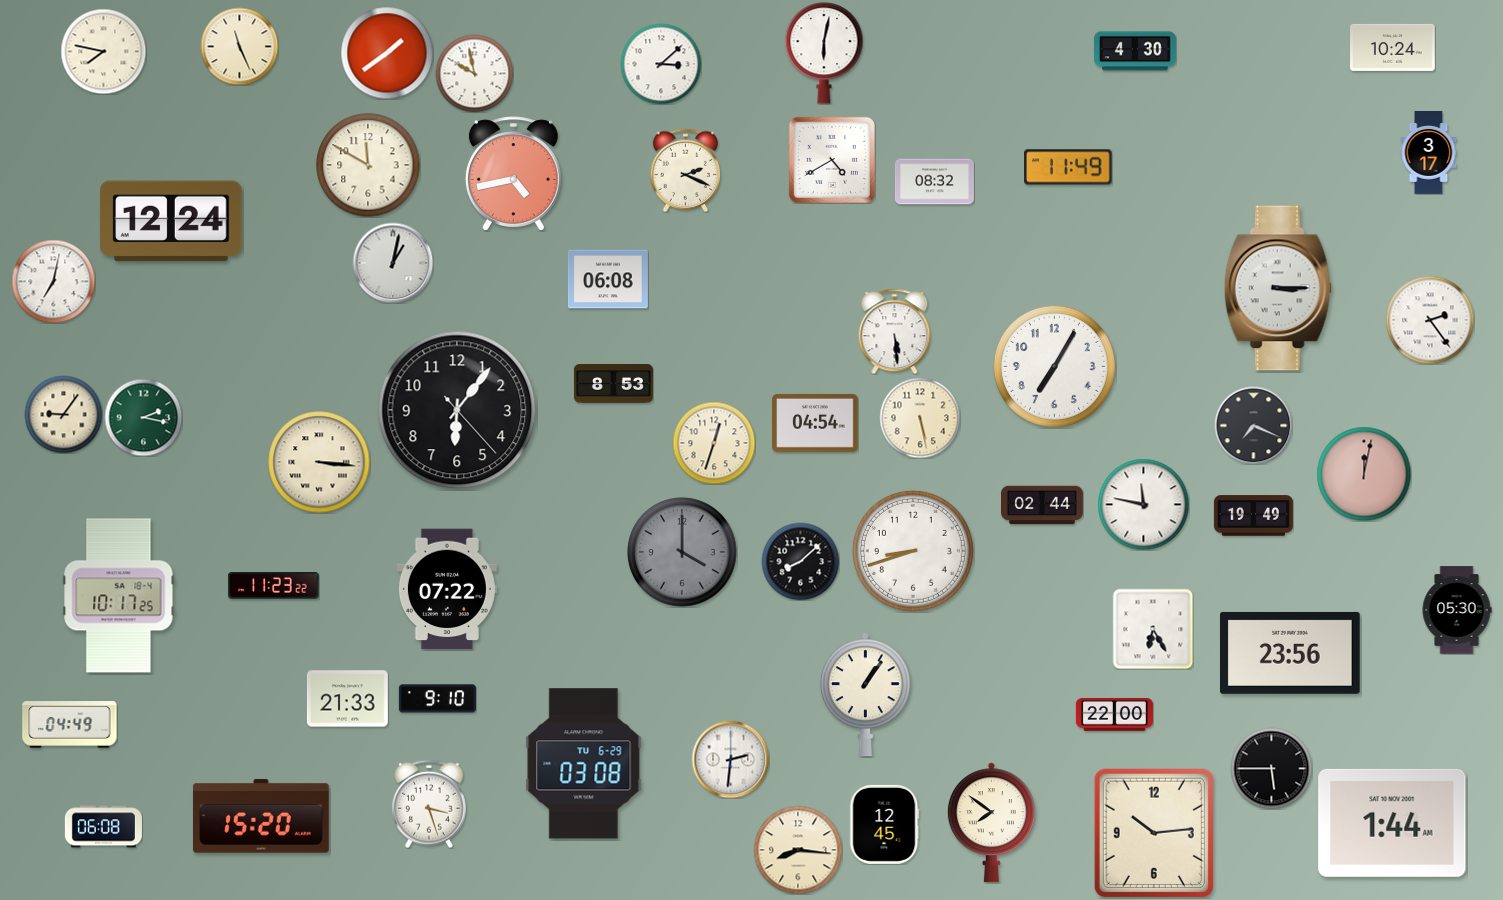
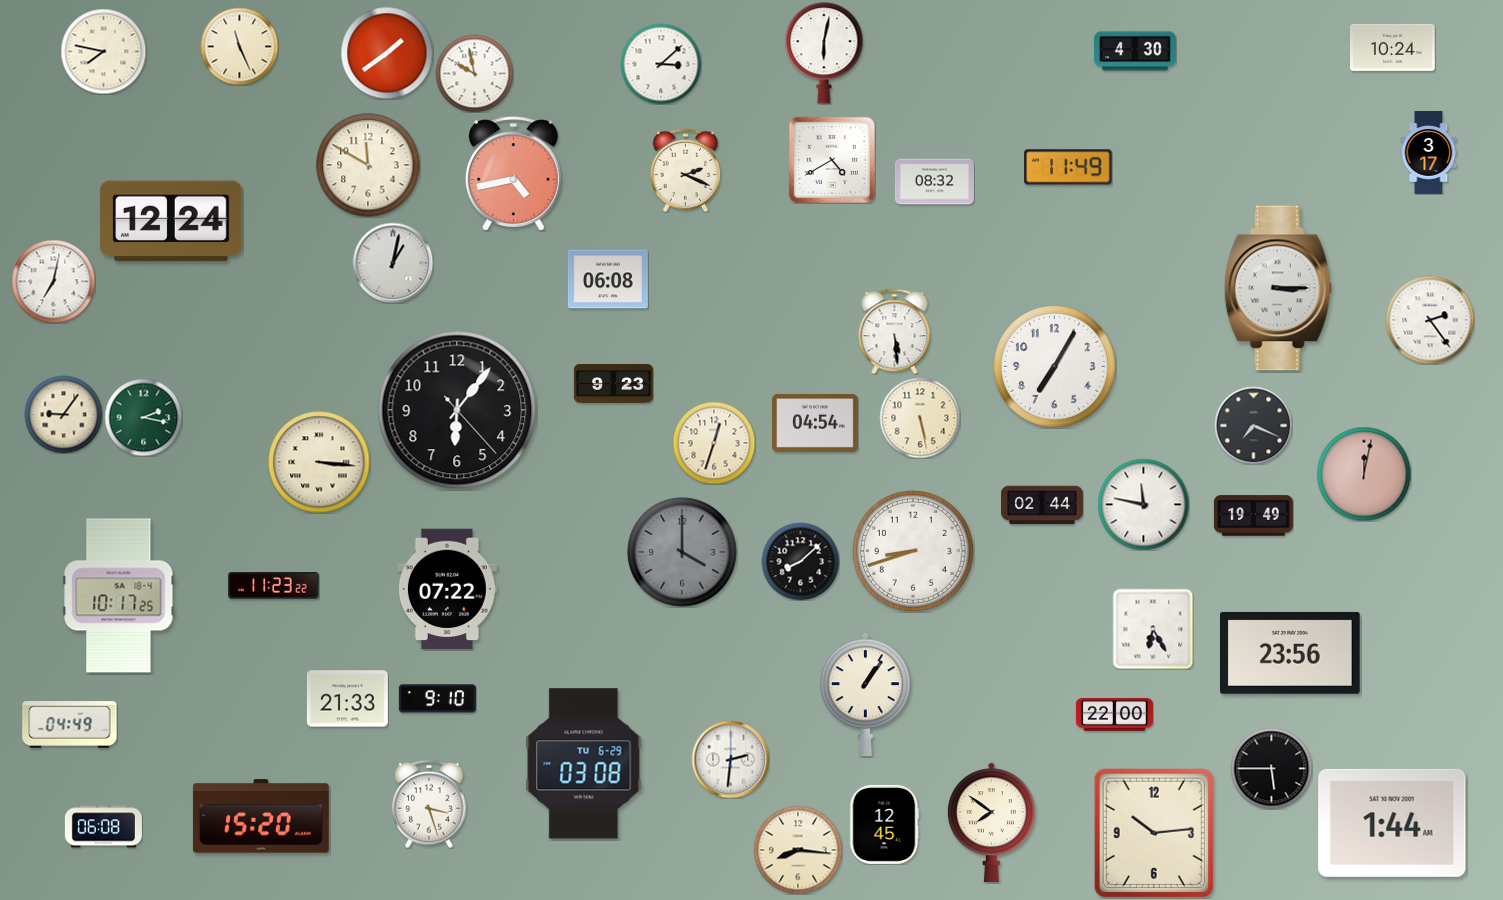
clock at (613, 384): 8:53 -> 9:23
clock at (1457, 610): 05:30 -> none
